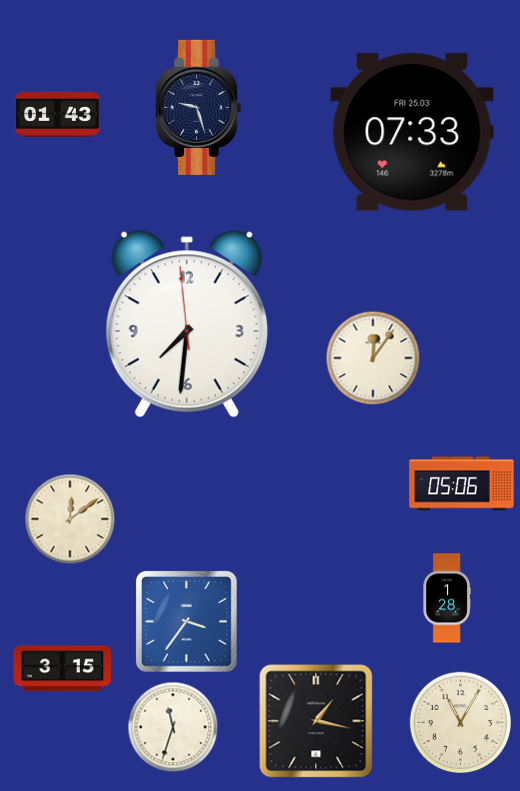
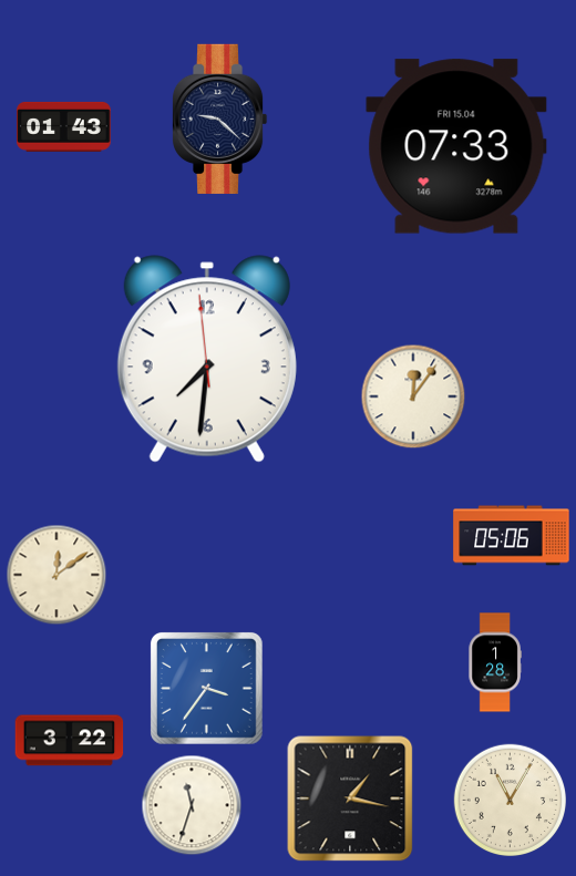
clock at (198, 107): 9:27 -> 9:22
clock at (412, 132) date: FRI 25.03 -> FRI 15.04
clock at (70, 519) position: (70, 519) -> (56, 575)
clock at (63, 669): 3:15 -> 3:22
